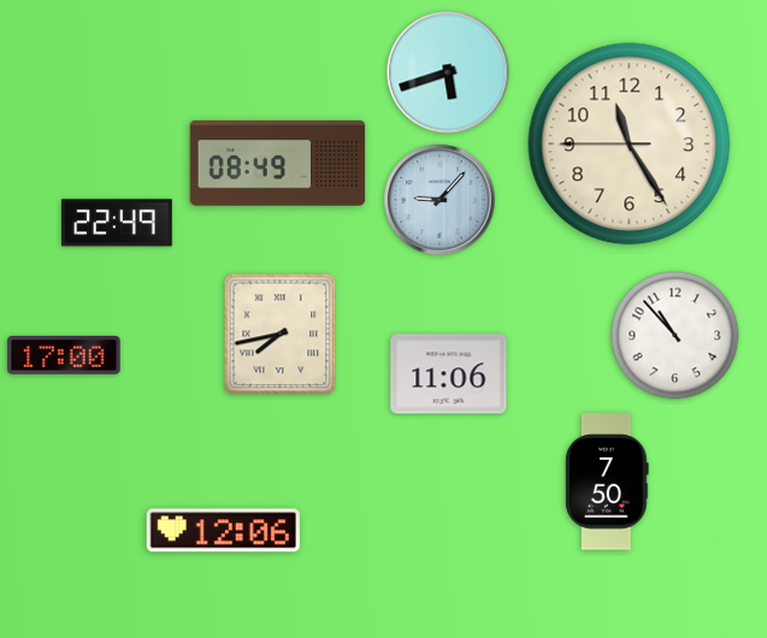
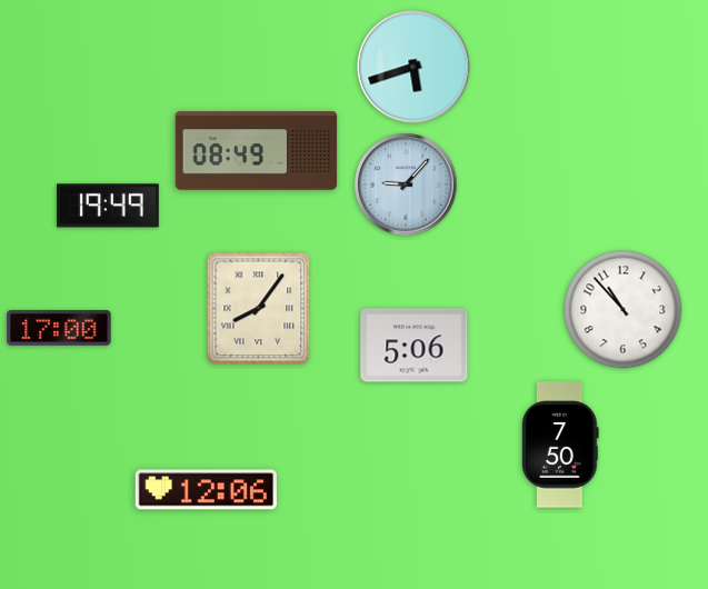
clock at (630, 144): 11:24 -> none
clock at (118, 223): 22:49 -> 19:49
clock at (281, 335): 7:43 -> 8:06
clock at (449, 374): 11:06 -> 5:06
